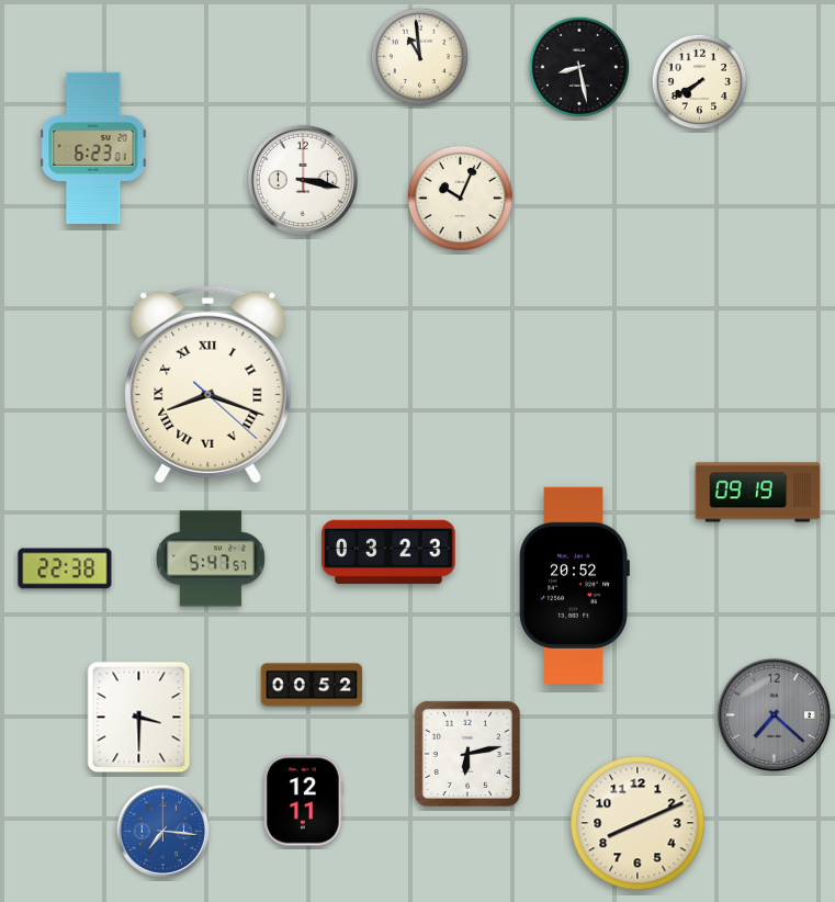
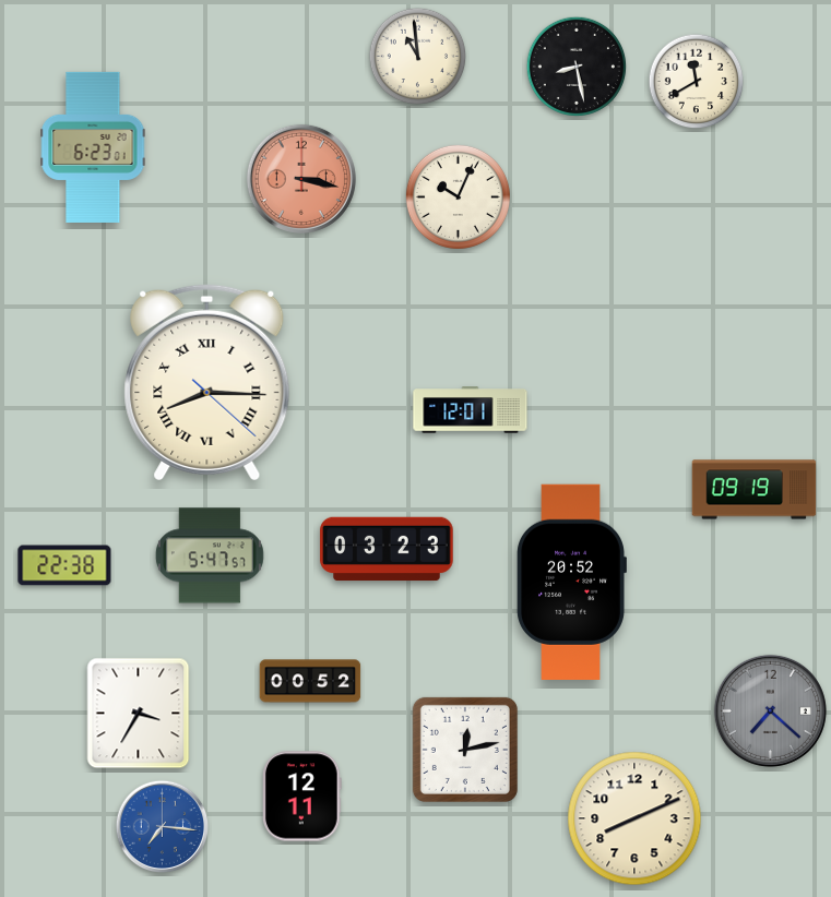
clock at (700, 82): 7:40 -> 11:40
clock at (303, 180) dial: white -> salmon
clock at (208, 384): 8:18 -> 8:15
clock at (471, 410): none -> 12:01
clock at (139, 718): 3:30 -> 3:35
clock at (467, 754): 6:13 -> 12:13
